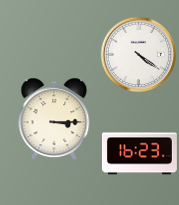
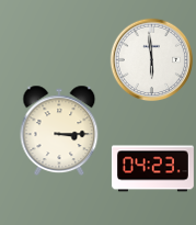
clock at (139, 55): 4:21 -> 5:59
clock at (139, 154): 16:23 -> 04:23
